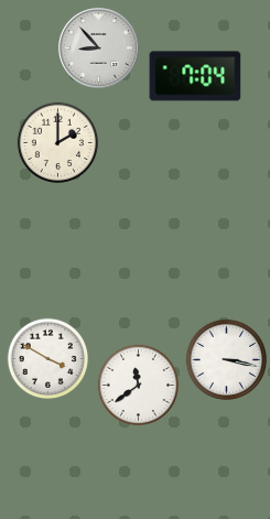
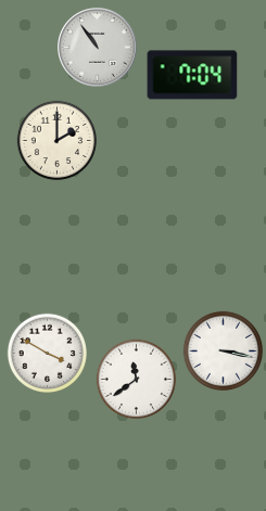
clock at (99, 48): 8:53 -> 10:54
clock at (226, 359) position: (226, 359) -> (223, 350)
